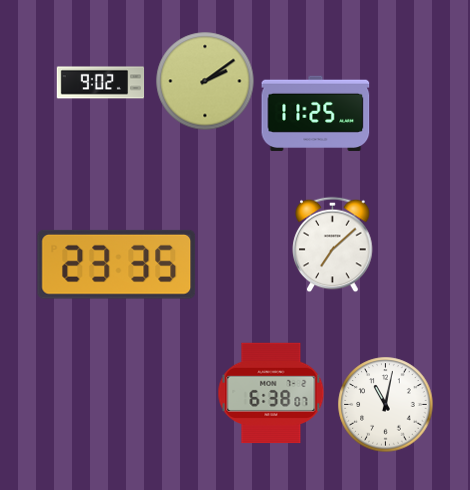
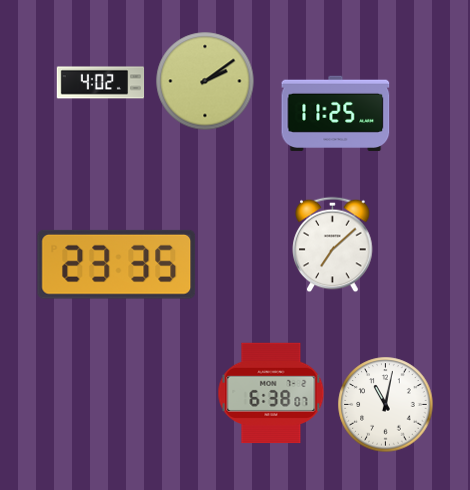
clock at (101, 83): 9:02 -> 4:02
clock at (316, 113) position: (316, 113) -> (336, 113)
